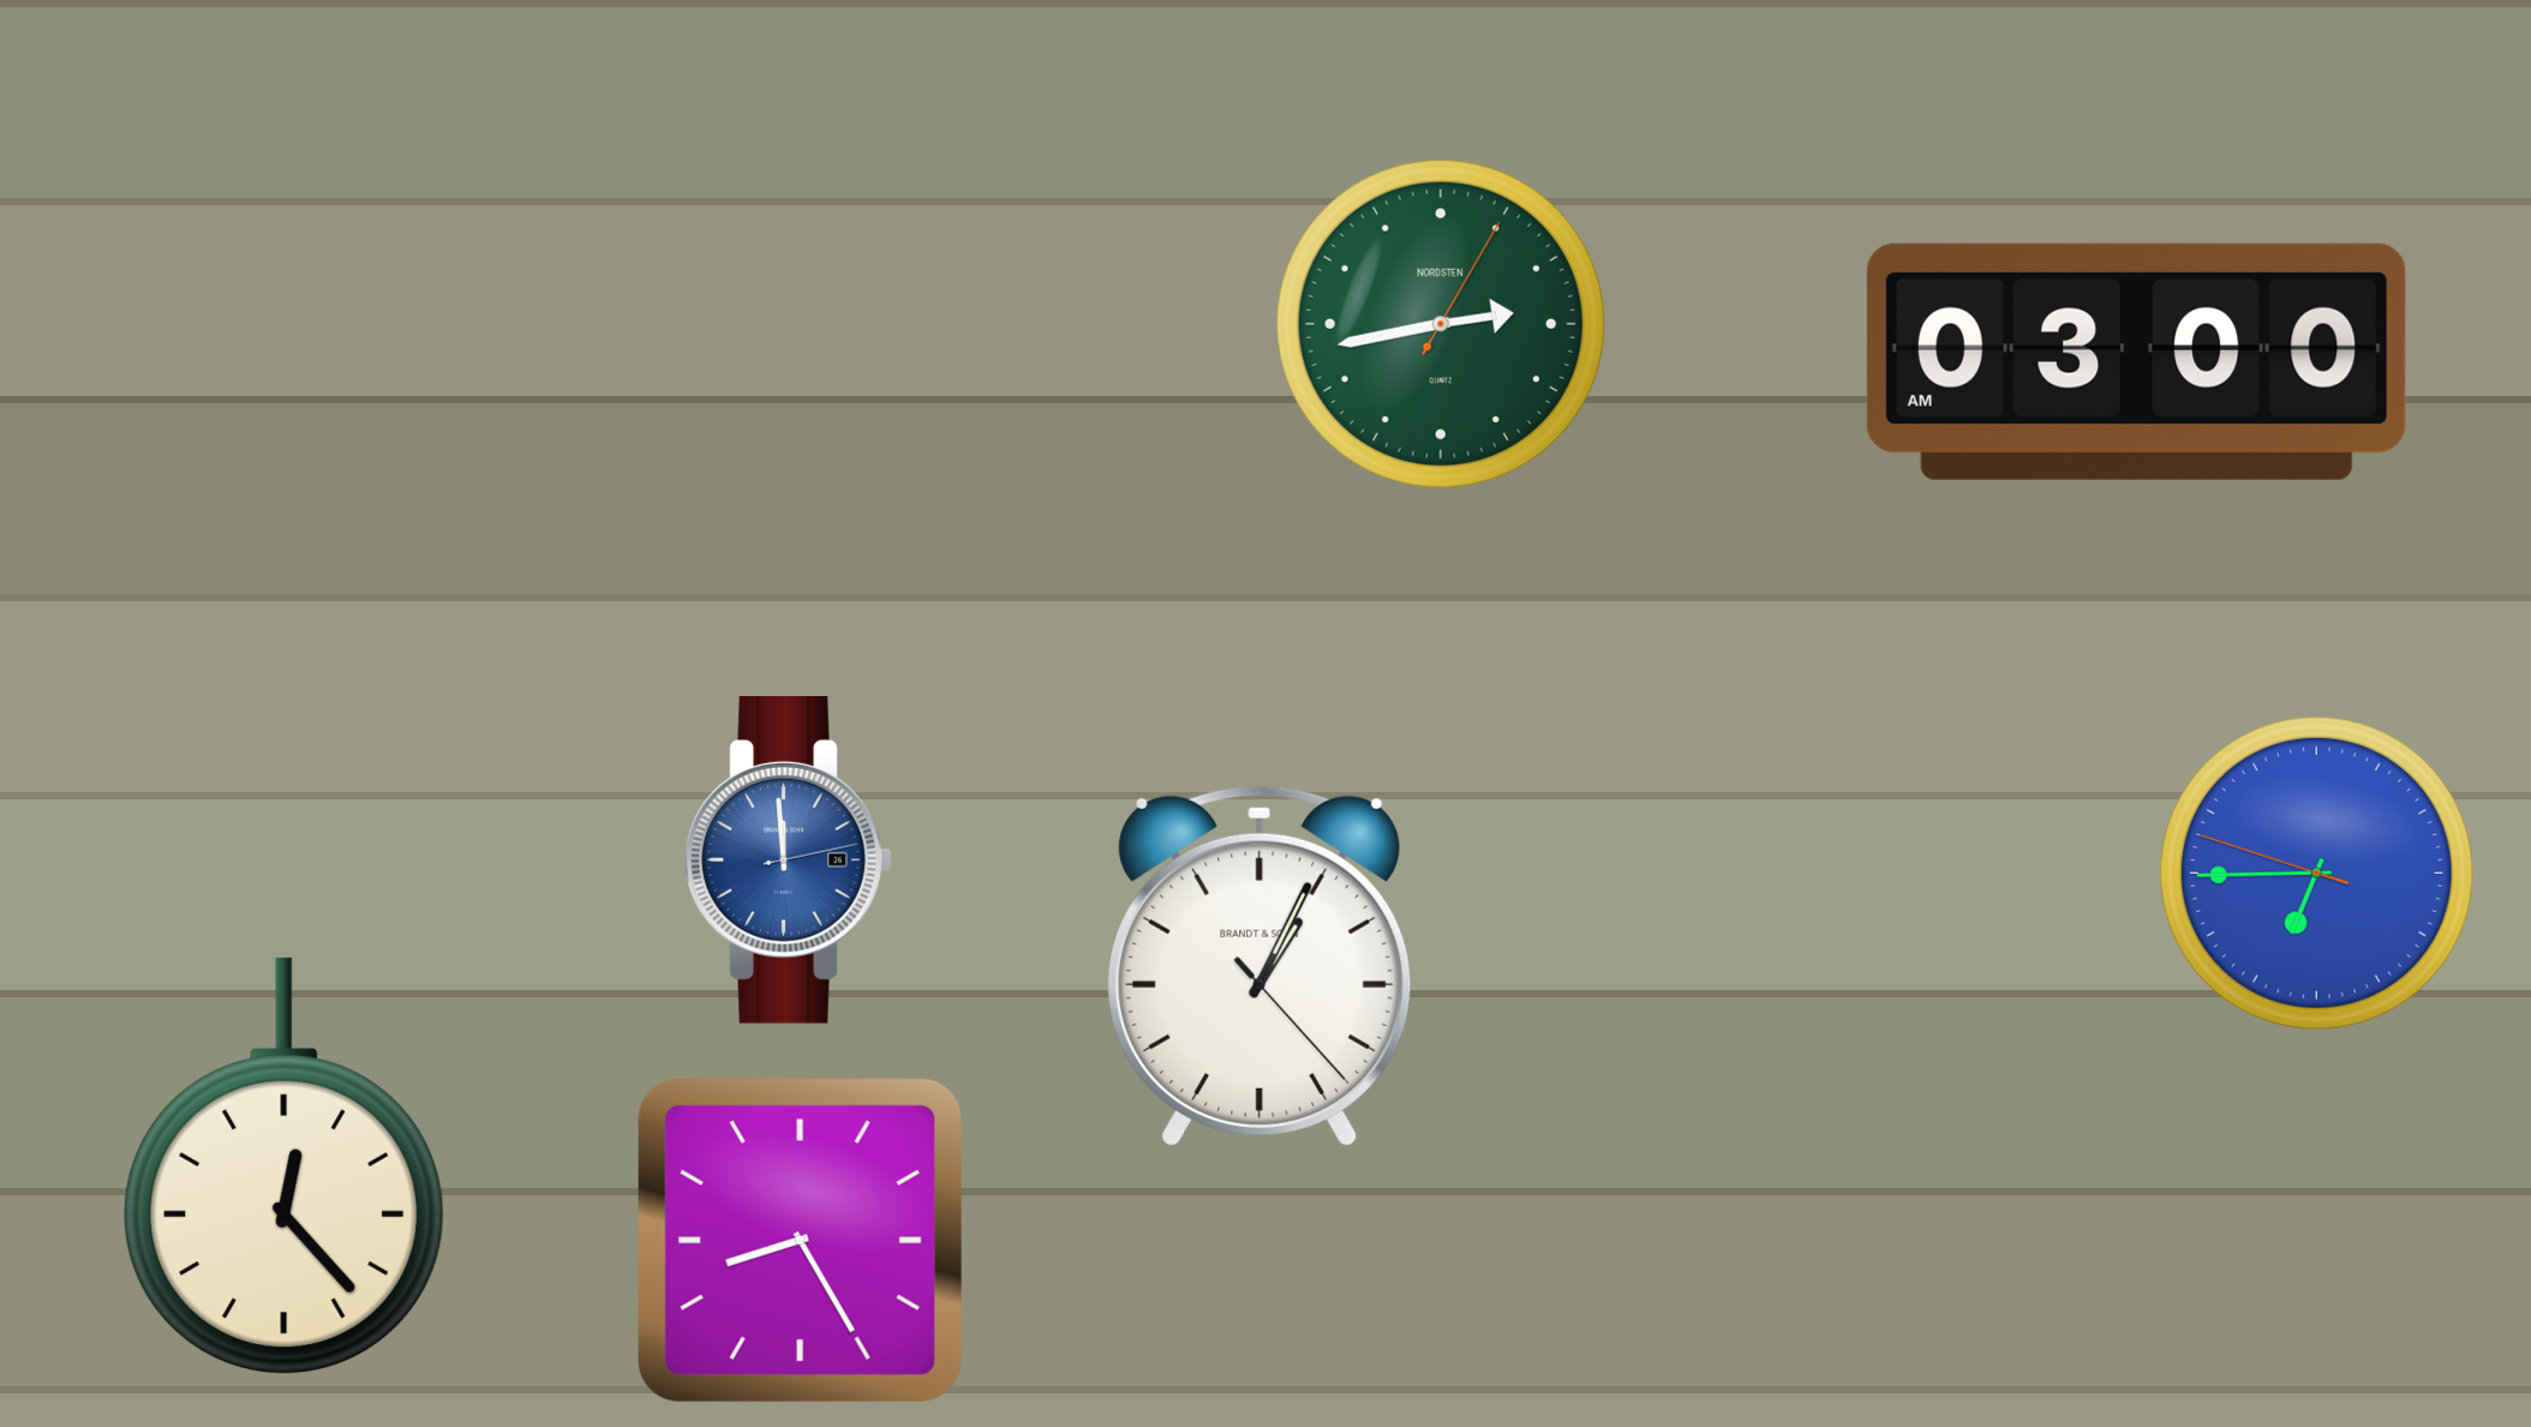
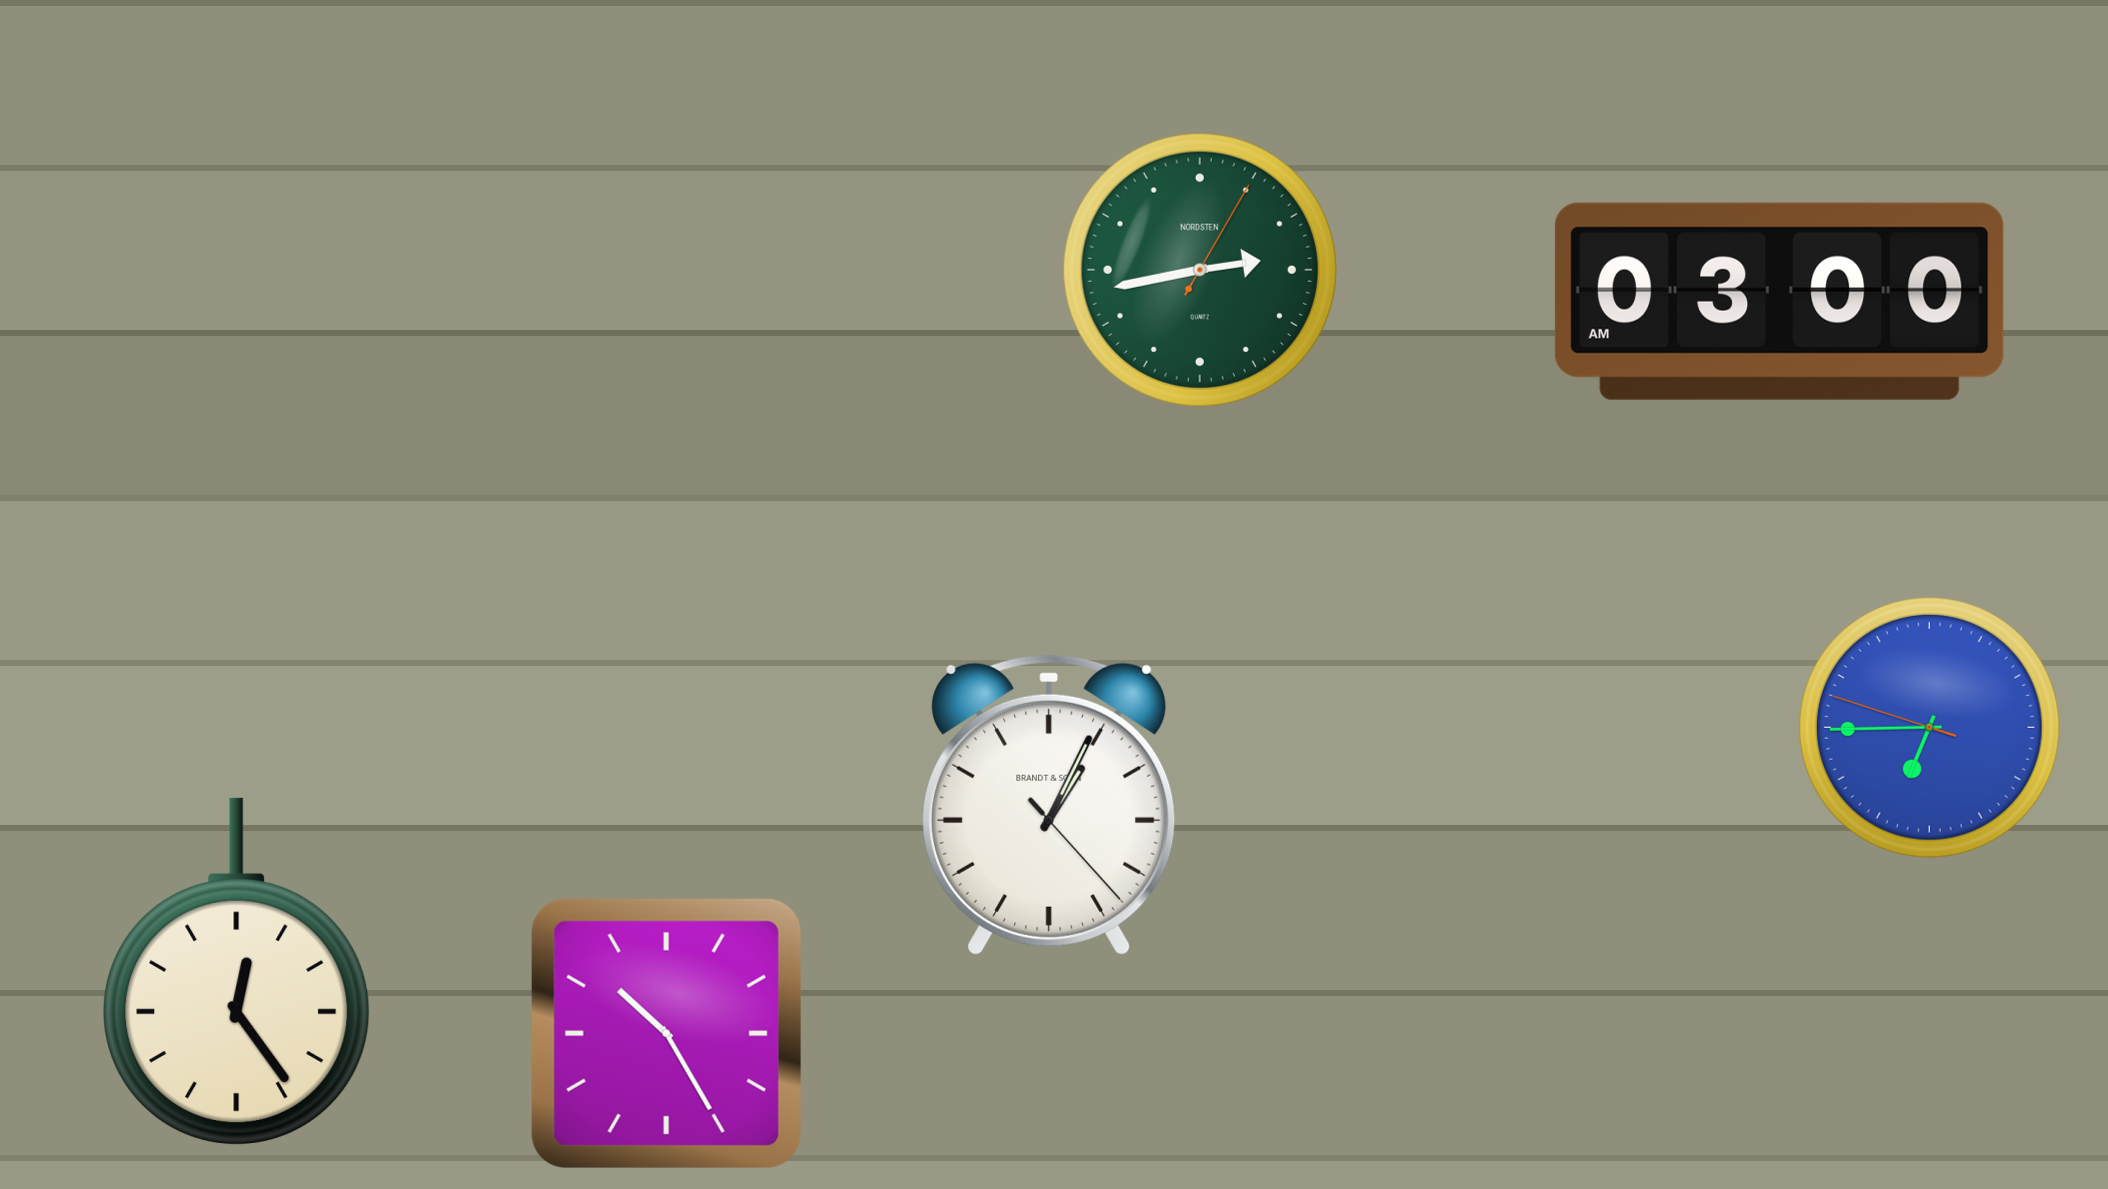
clock at (789, 859): 11:59 -> none
clock at (285, 1167): 12:23 -> 12:24
clock at (800, 1240): 8:25 -> 10:25
